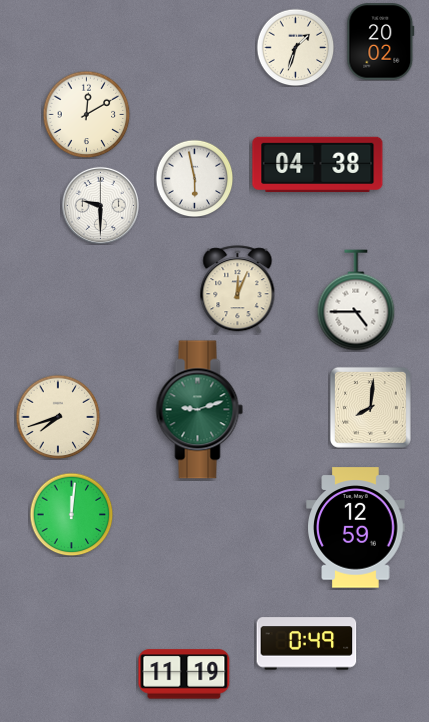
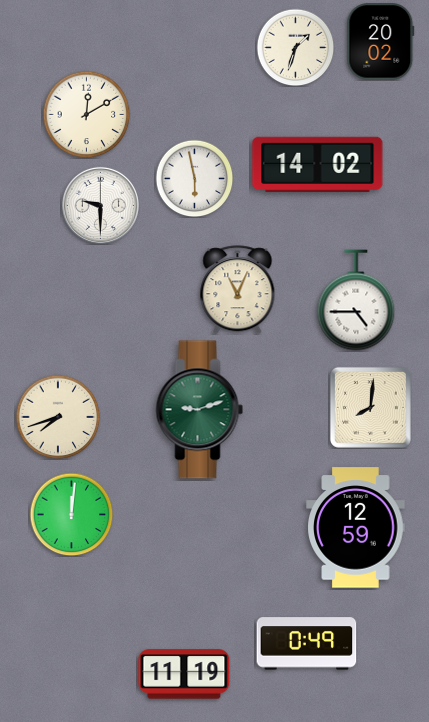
clock at (318, 164): 04:38 -> 14:02
clock at (238, 290): 12:04 -> 11:04
